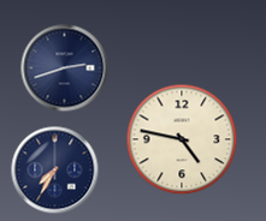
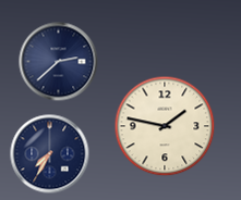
clock at (65, 68): 2:42 -> 2:38
clock at (182, 139): 4:47 -> 1:47
